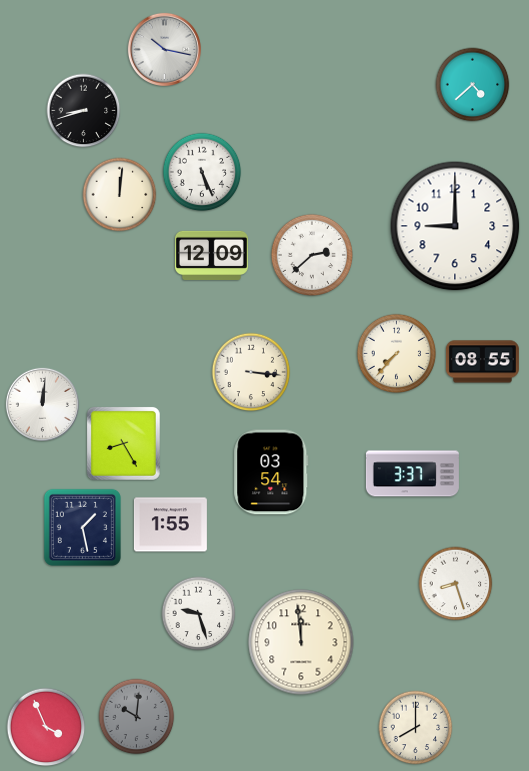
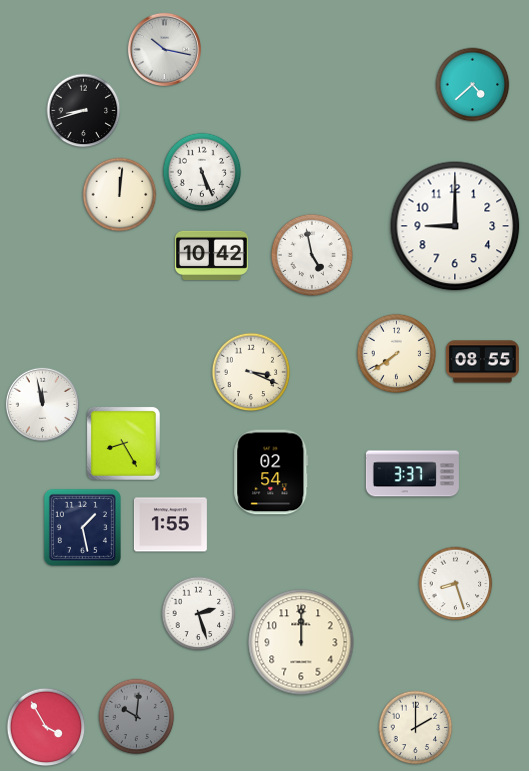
clock at (311, 254): 2:38 -> 4:58
clock at (211, 255): 12:09 -> 10:42
clock at (397, 354): 7:37 -> 7:39
clock at (251, 372): 3:16 -> 3:19
clock at (42, 404): 12:01 -> 11:58
clock at (271, 472): 03:54 -> 02:54
clock at (199, 614): 9:27 -> 2:27
clock at (301, 642): 11:59 -> 12:00
clock at (46, 727): 3:56 -> 3:55
clock at (416, 728): 8:00 -> 2:00
